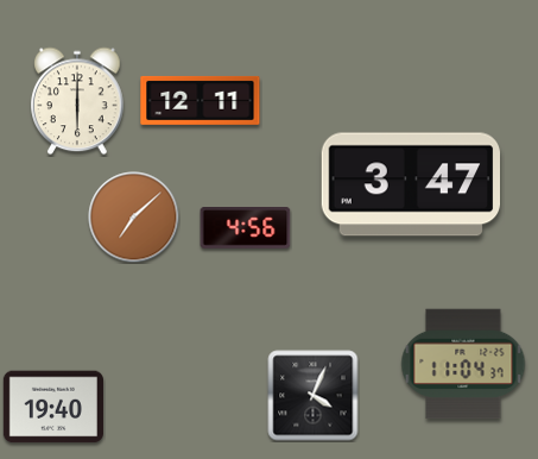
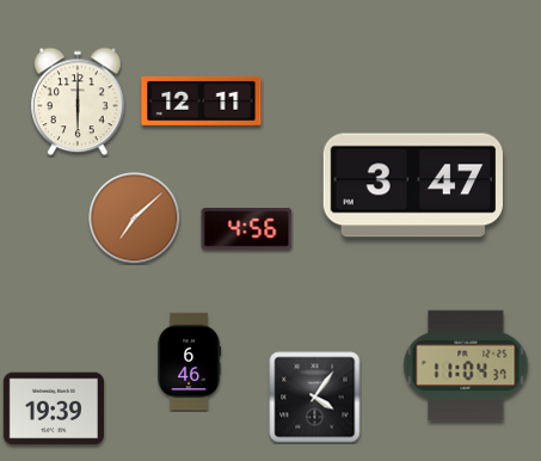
clock at (190, 362): none -> 6:46
clock at (314, 396): 4:04 -> 4:06
clock at (53, 407): 19:40 -> 19:39
